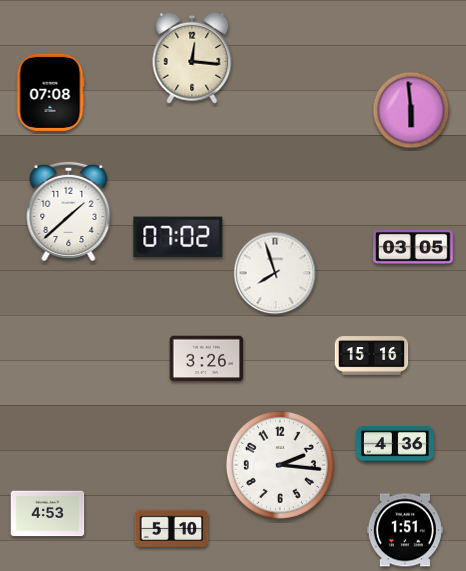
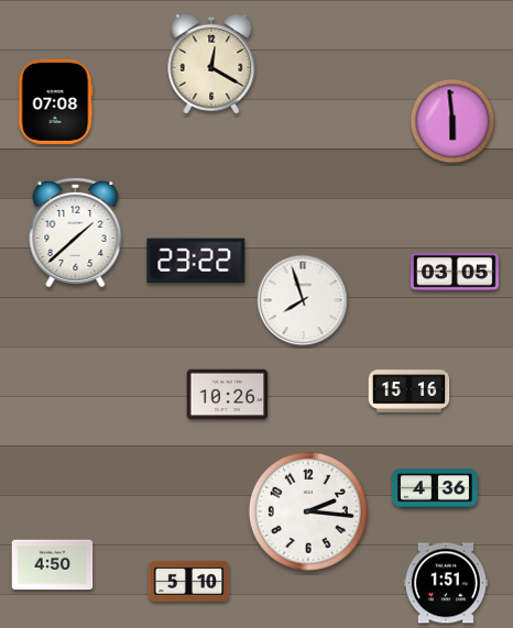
clock at (192, 58): 12:16 -> 12:20
clock at (178, 237): 07:02 -> 23:22
clock at (207, 359): 3:26 -> 10:26
clock at (48, 514): 4:53 -> 4:50
